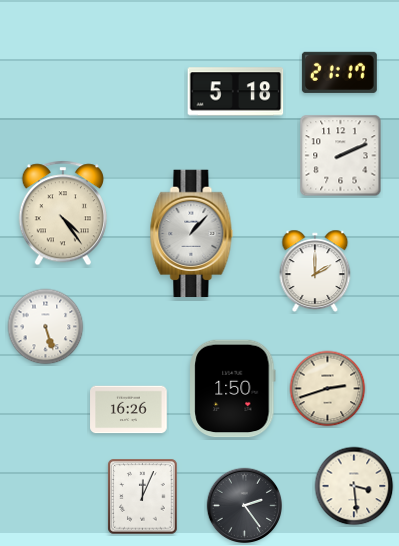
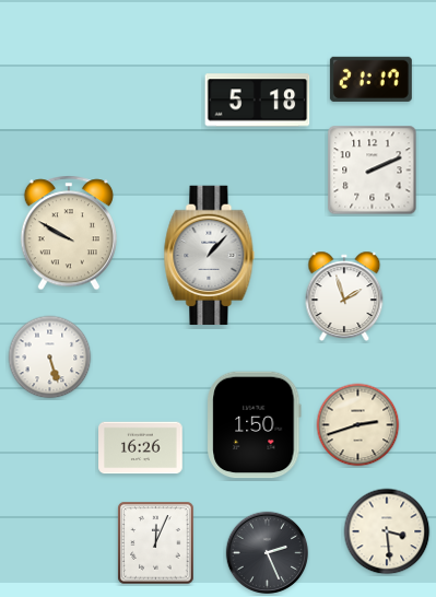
clock at (63, 213): 4:24 -> 9:50
clock at (315, 270): 2:00 -> 1:57
clock at (245, 506): 2:24 -> 2:26
